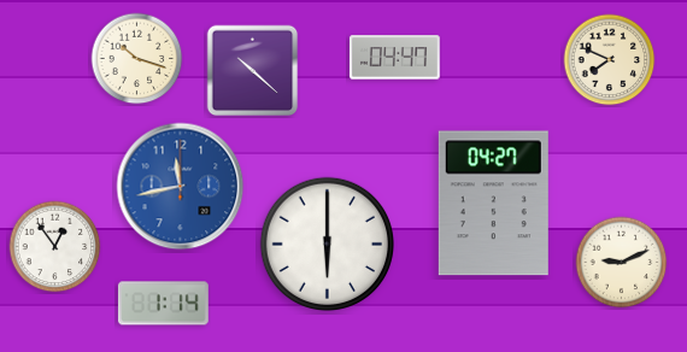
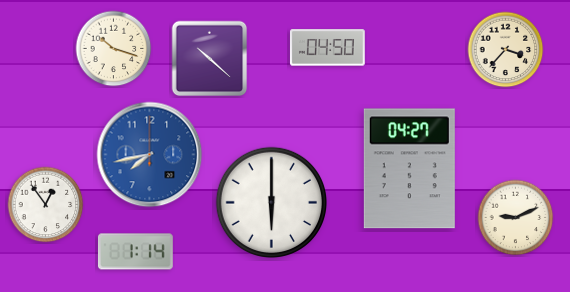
clock at (394, 58): 04:47 -> 04:50
clock at (610, 60): 7:49 -> 3:37
clock at (181, 187): 11:43 -> 7:43
